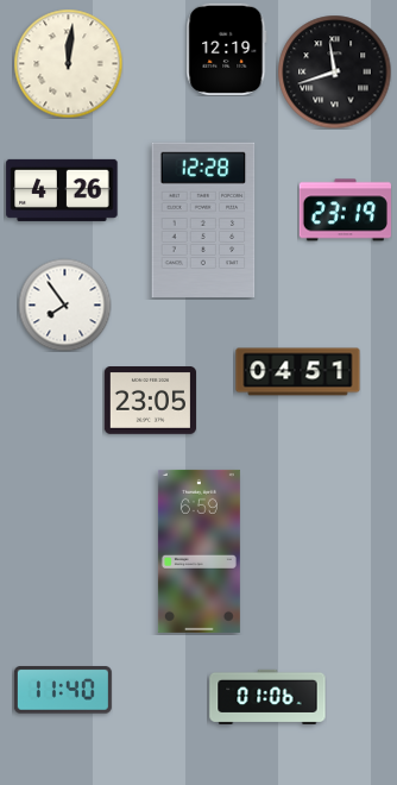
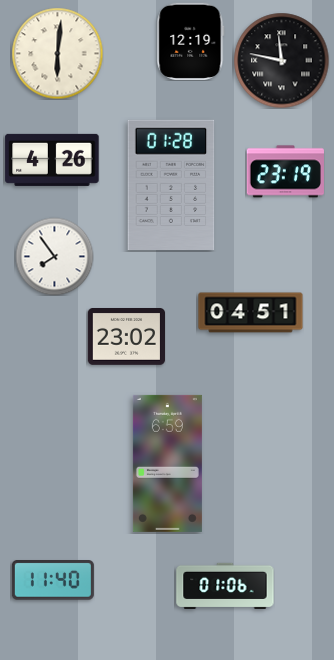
clock at (68, 63): 12:01 -> 6:01
clock at (334, 71): 11:42 -> 11:47
clock at (345, 211) position: (345, 211) -> (285, 172)
clock at (203, 219): 12:28 -> 01:28
clock at (150, 401): 23:05 -> 23:02
